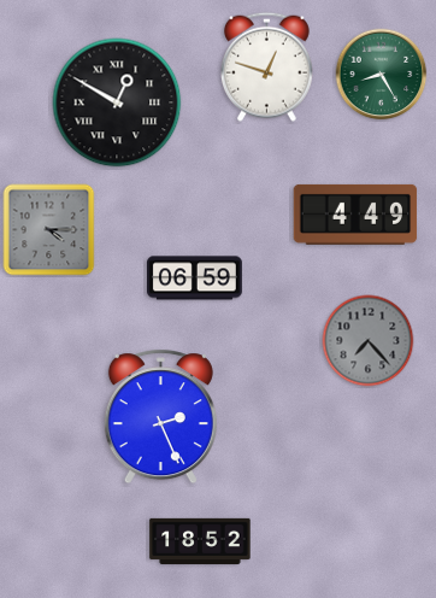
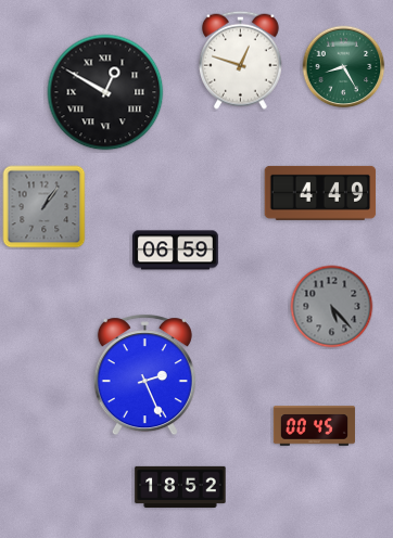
clock at (49, 230): 4:15 -> 1:06
clock at (369, 341): 7:23 -> 5:23
clock at (314, 426): none -> 00:45
